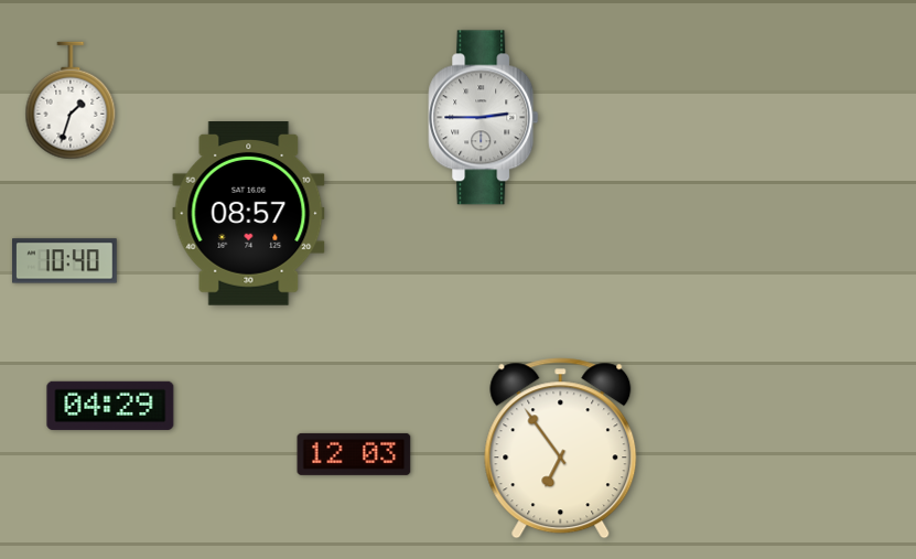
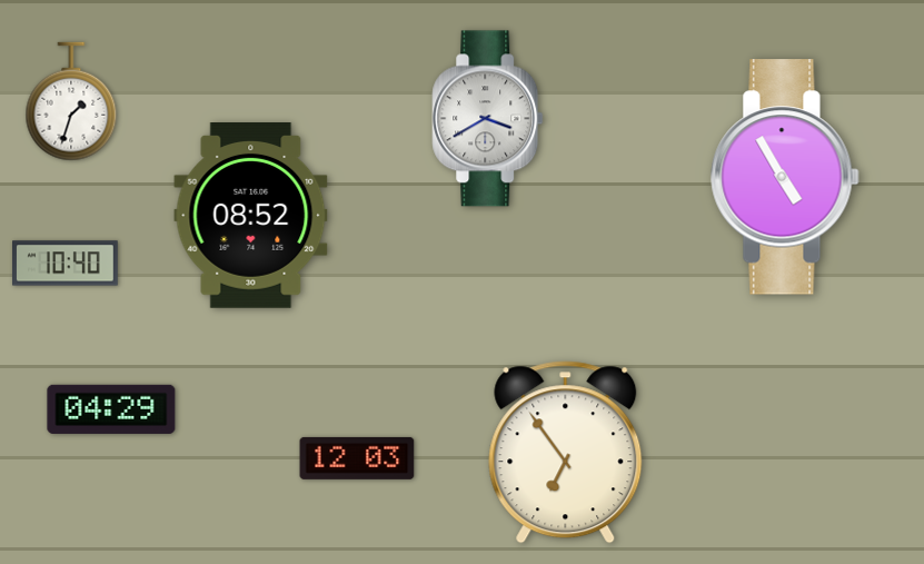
clock at (484, 118): 2:45 -> 3:40
clock at (785, 177): none -> 4:55
clock at (249, 214): 08:57 -> 08:52
